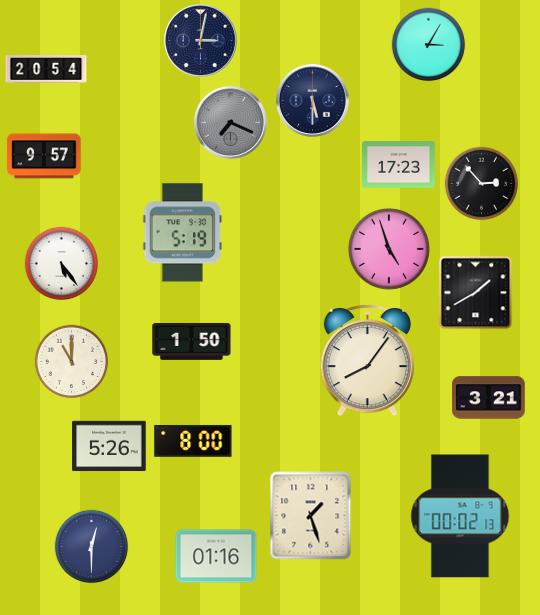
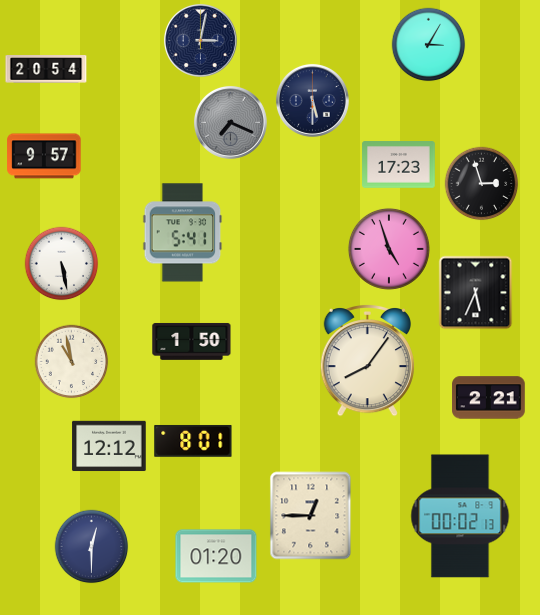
clock at (482, 184): 2:53 -> 2:57
clock at (183, 233): 5:19 -> 5:41
clock at (62, 264): 5:24 -> 5:28
clock at (476, 293): 1:40 -> 5:34
clock at (72, 362): 11:00 -> 10:58
clock at (489, 398): 3:21 -> 2:21
clock at (193, 441): 8:00 -> 8:01
clock at (109, 446): 5:26 -> 12:12
clock at (311, 516): 1:27 -> 12:45
clock at (216, 556): 01:16 -> 01:20
